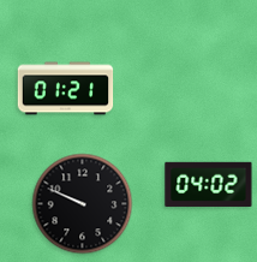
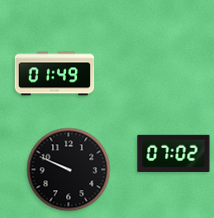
clock at (66, 89): 01:21 -> 01:49
clock at (209, 184): 04:02 -> 07:02
